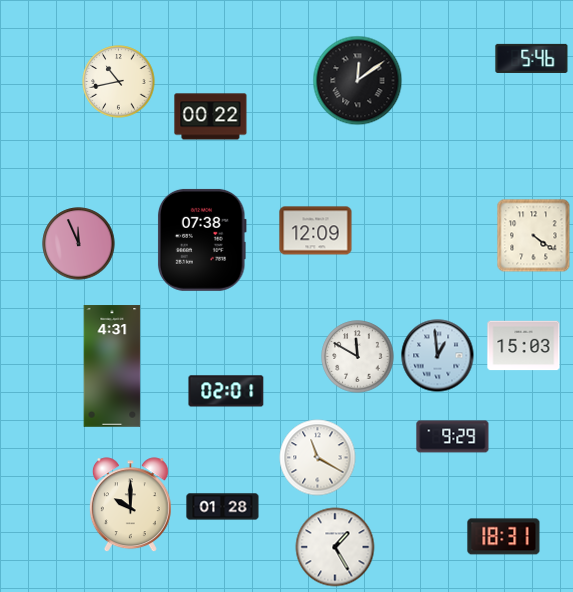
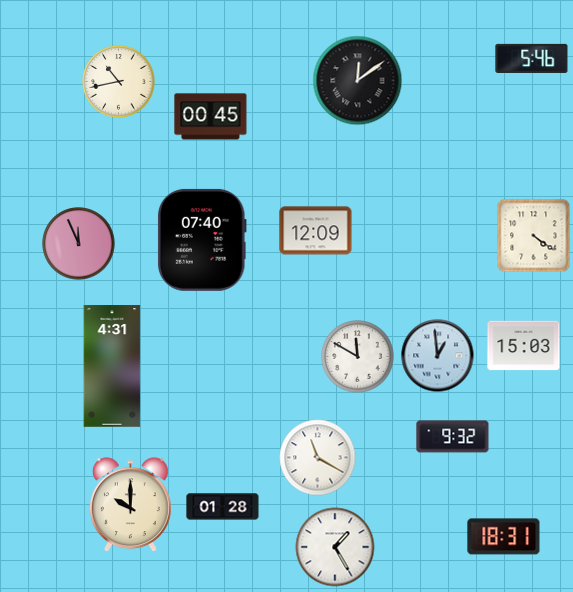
clock at (211, 117): 00:22 -> 00:45
clock at (202, 240): 07:38 -> 07:40
clock at (226, 391): 02:01 -> none
clock at (453, 437): 9:29 -> 9:32
